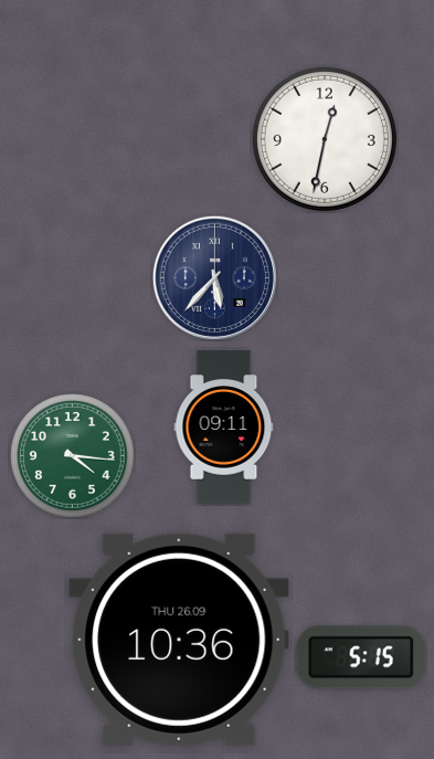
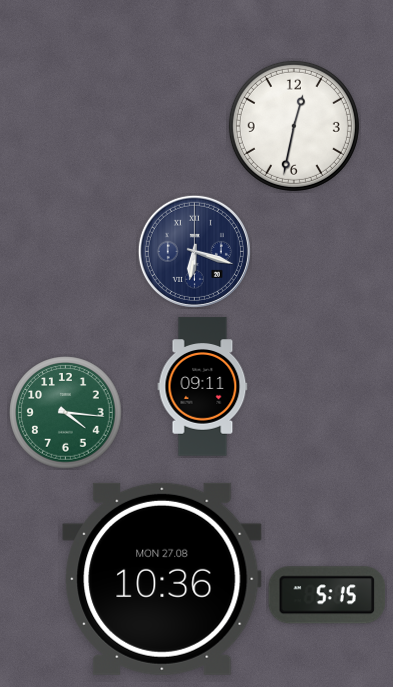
clock at (214, 277): 5:37 -> 6:18
clock at (179, 640) date: THU 26.09 -> MON 27.08
